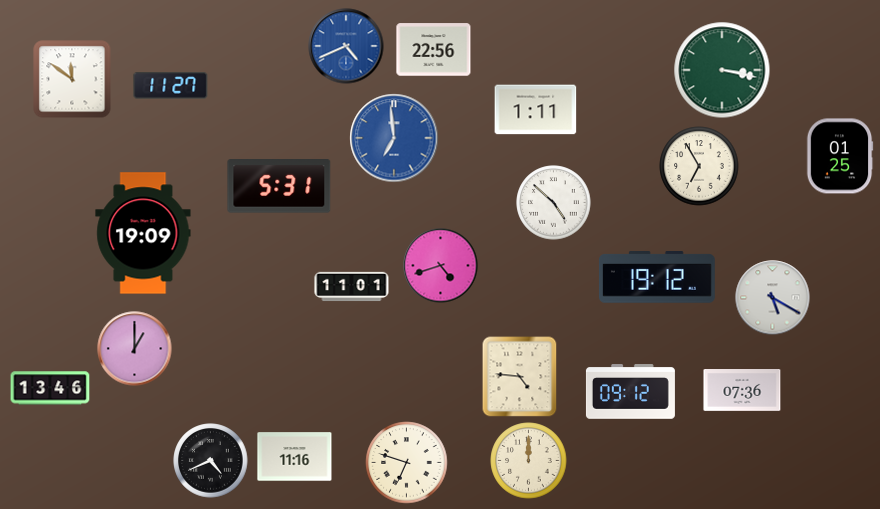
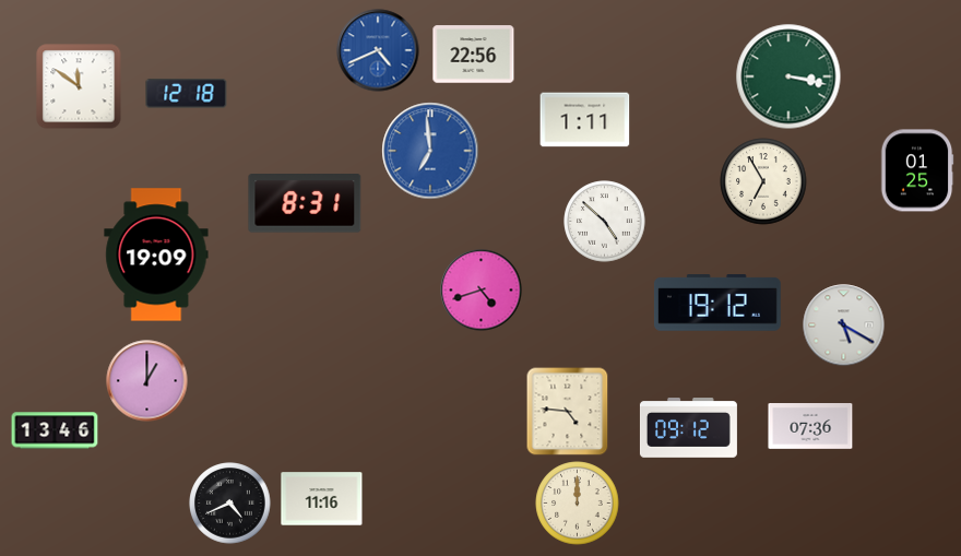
clock at (171, 86): 11:27 -> 12:18
clock at (279, 187): 5:31 -> 8:31
clock at (352, 287): 11:01 -> none
clock at (50, 388) position: (50, 388) -> (55, 430)
clock at (407, 463): 6:48 -> none
